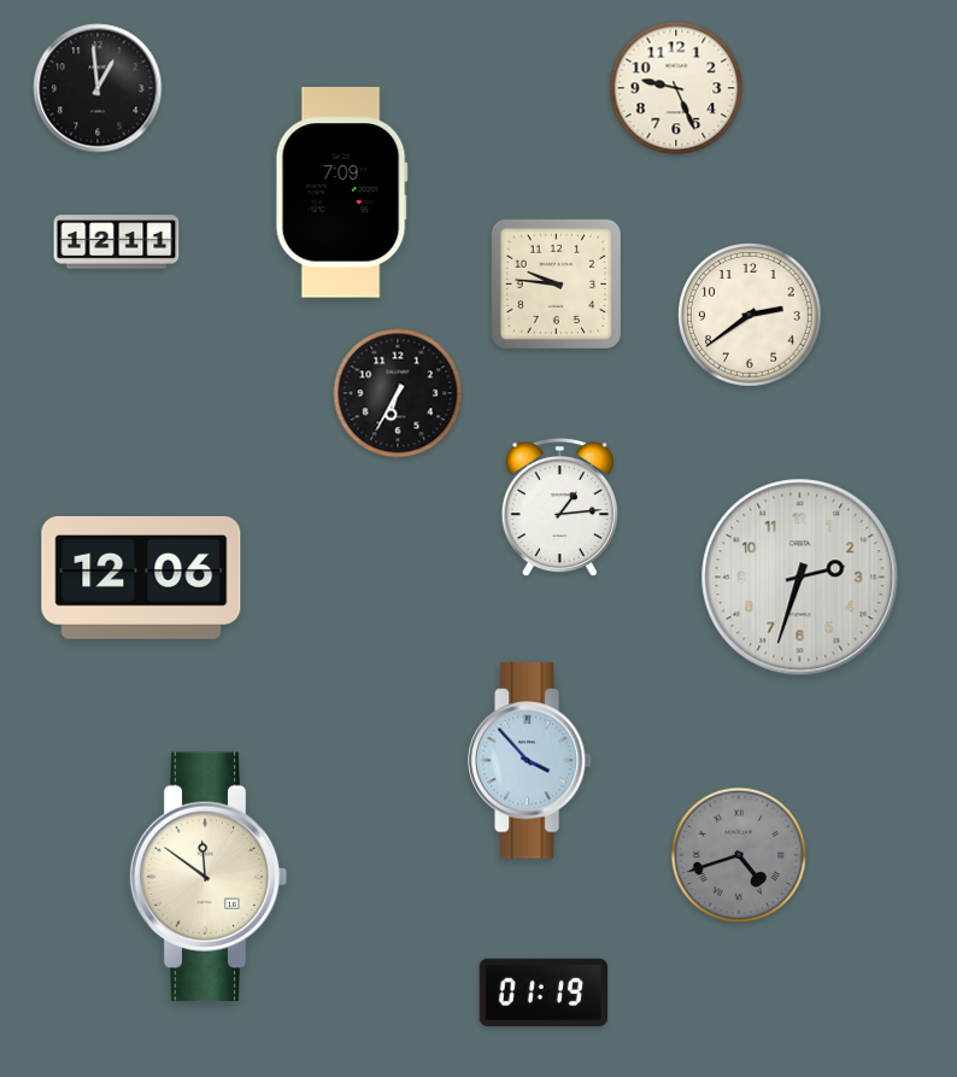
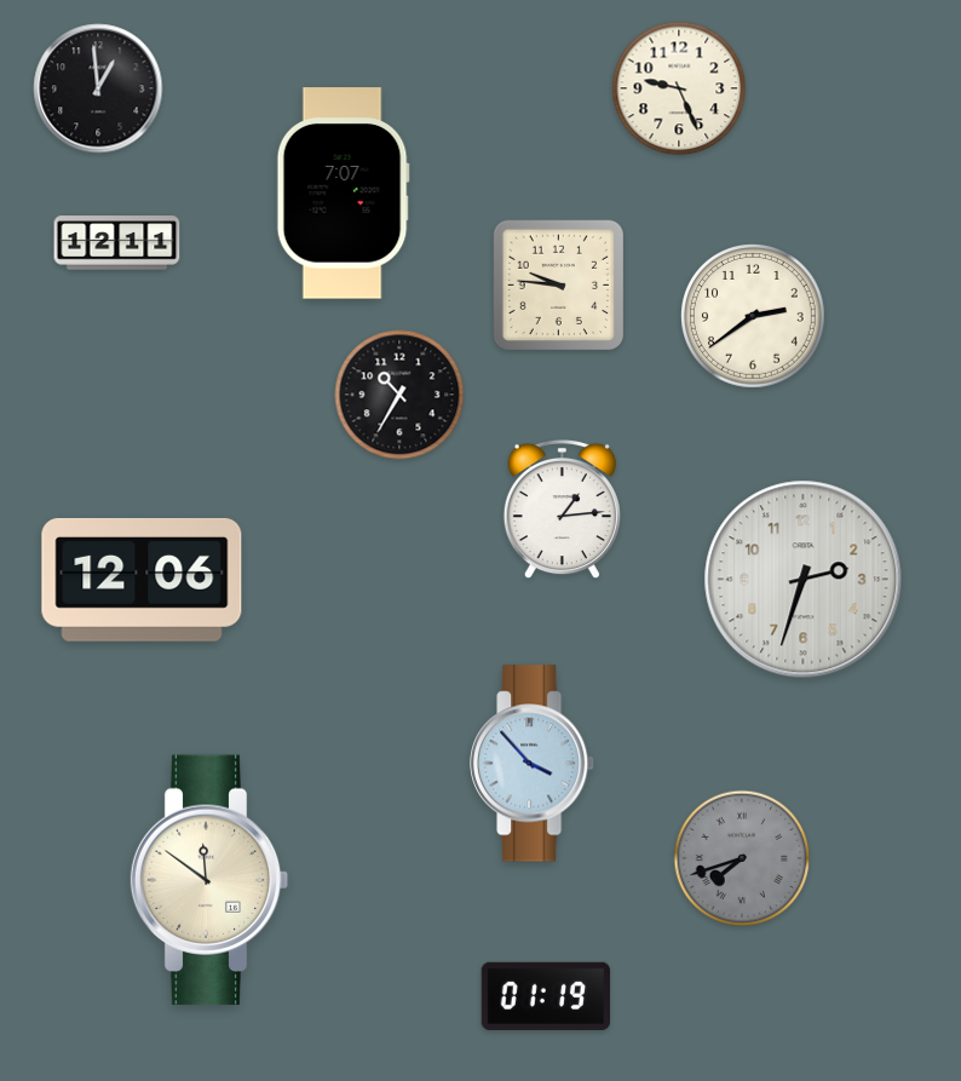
clock at (341, 193): 7:09 -> 7:07
clock at (398, 393): 6:35 -> 10:35
clock at (739, 855): 4:42 -> 7:42
